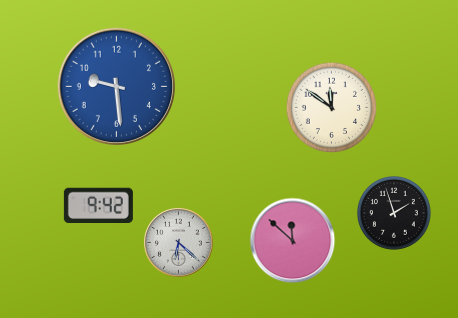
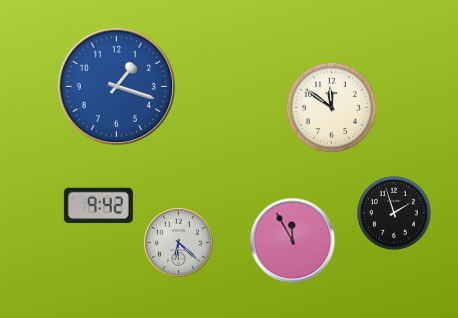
clock at (116, 86): 9:29 -> 1:18
clock at (293, 241): 11:52 -> 11:55
